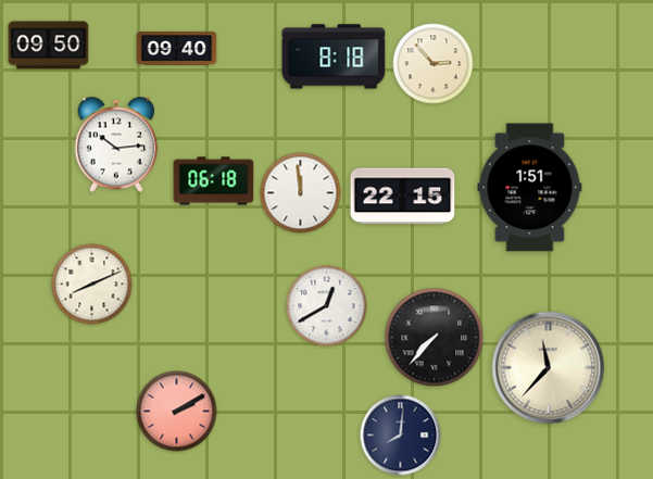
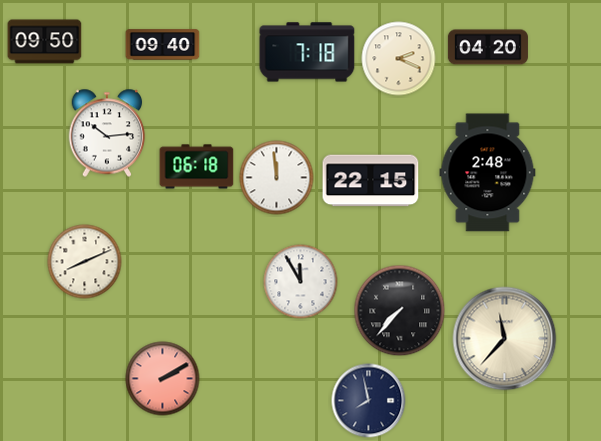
clock at (488, 47): none -> 04:20
clock at (334, 56): 8:18 -> 7:18
clock at (434, 64): 2:53 -> 2:19
clock at (530, 188): 1:51 -> 2:48
clock at (327, 306): 12:40 -> 11:55
clock at (401, 436): 8:01 -> 7:58
